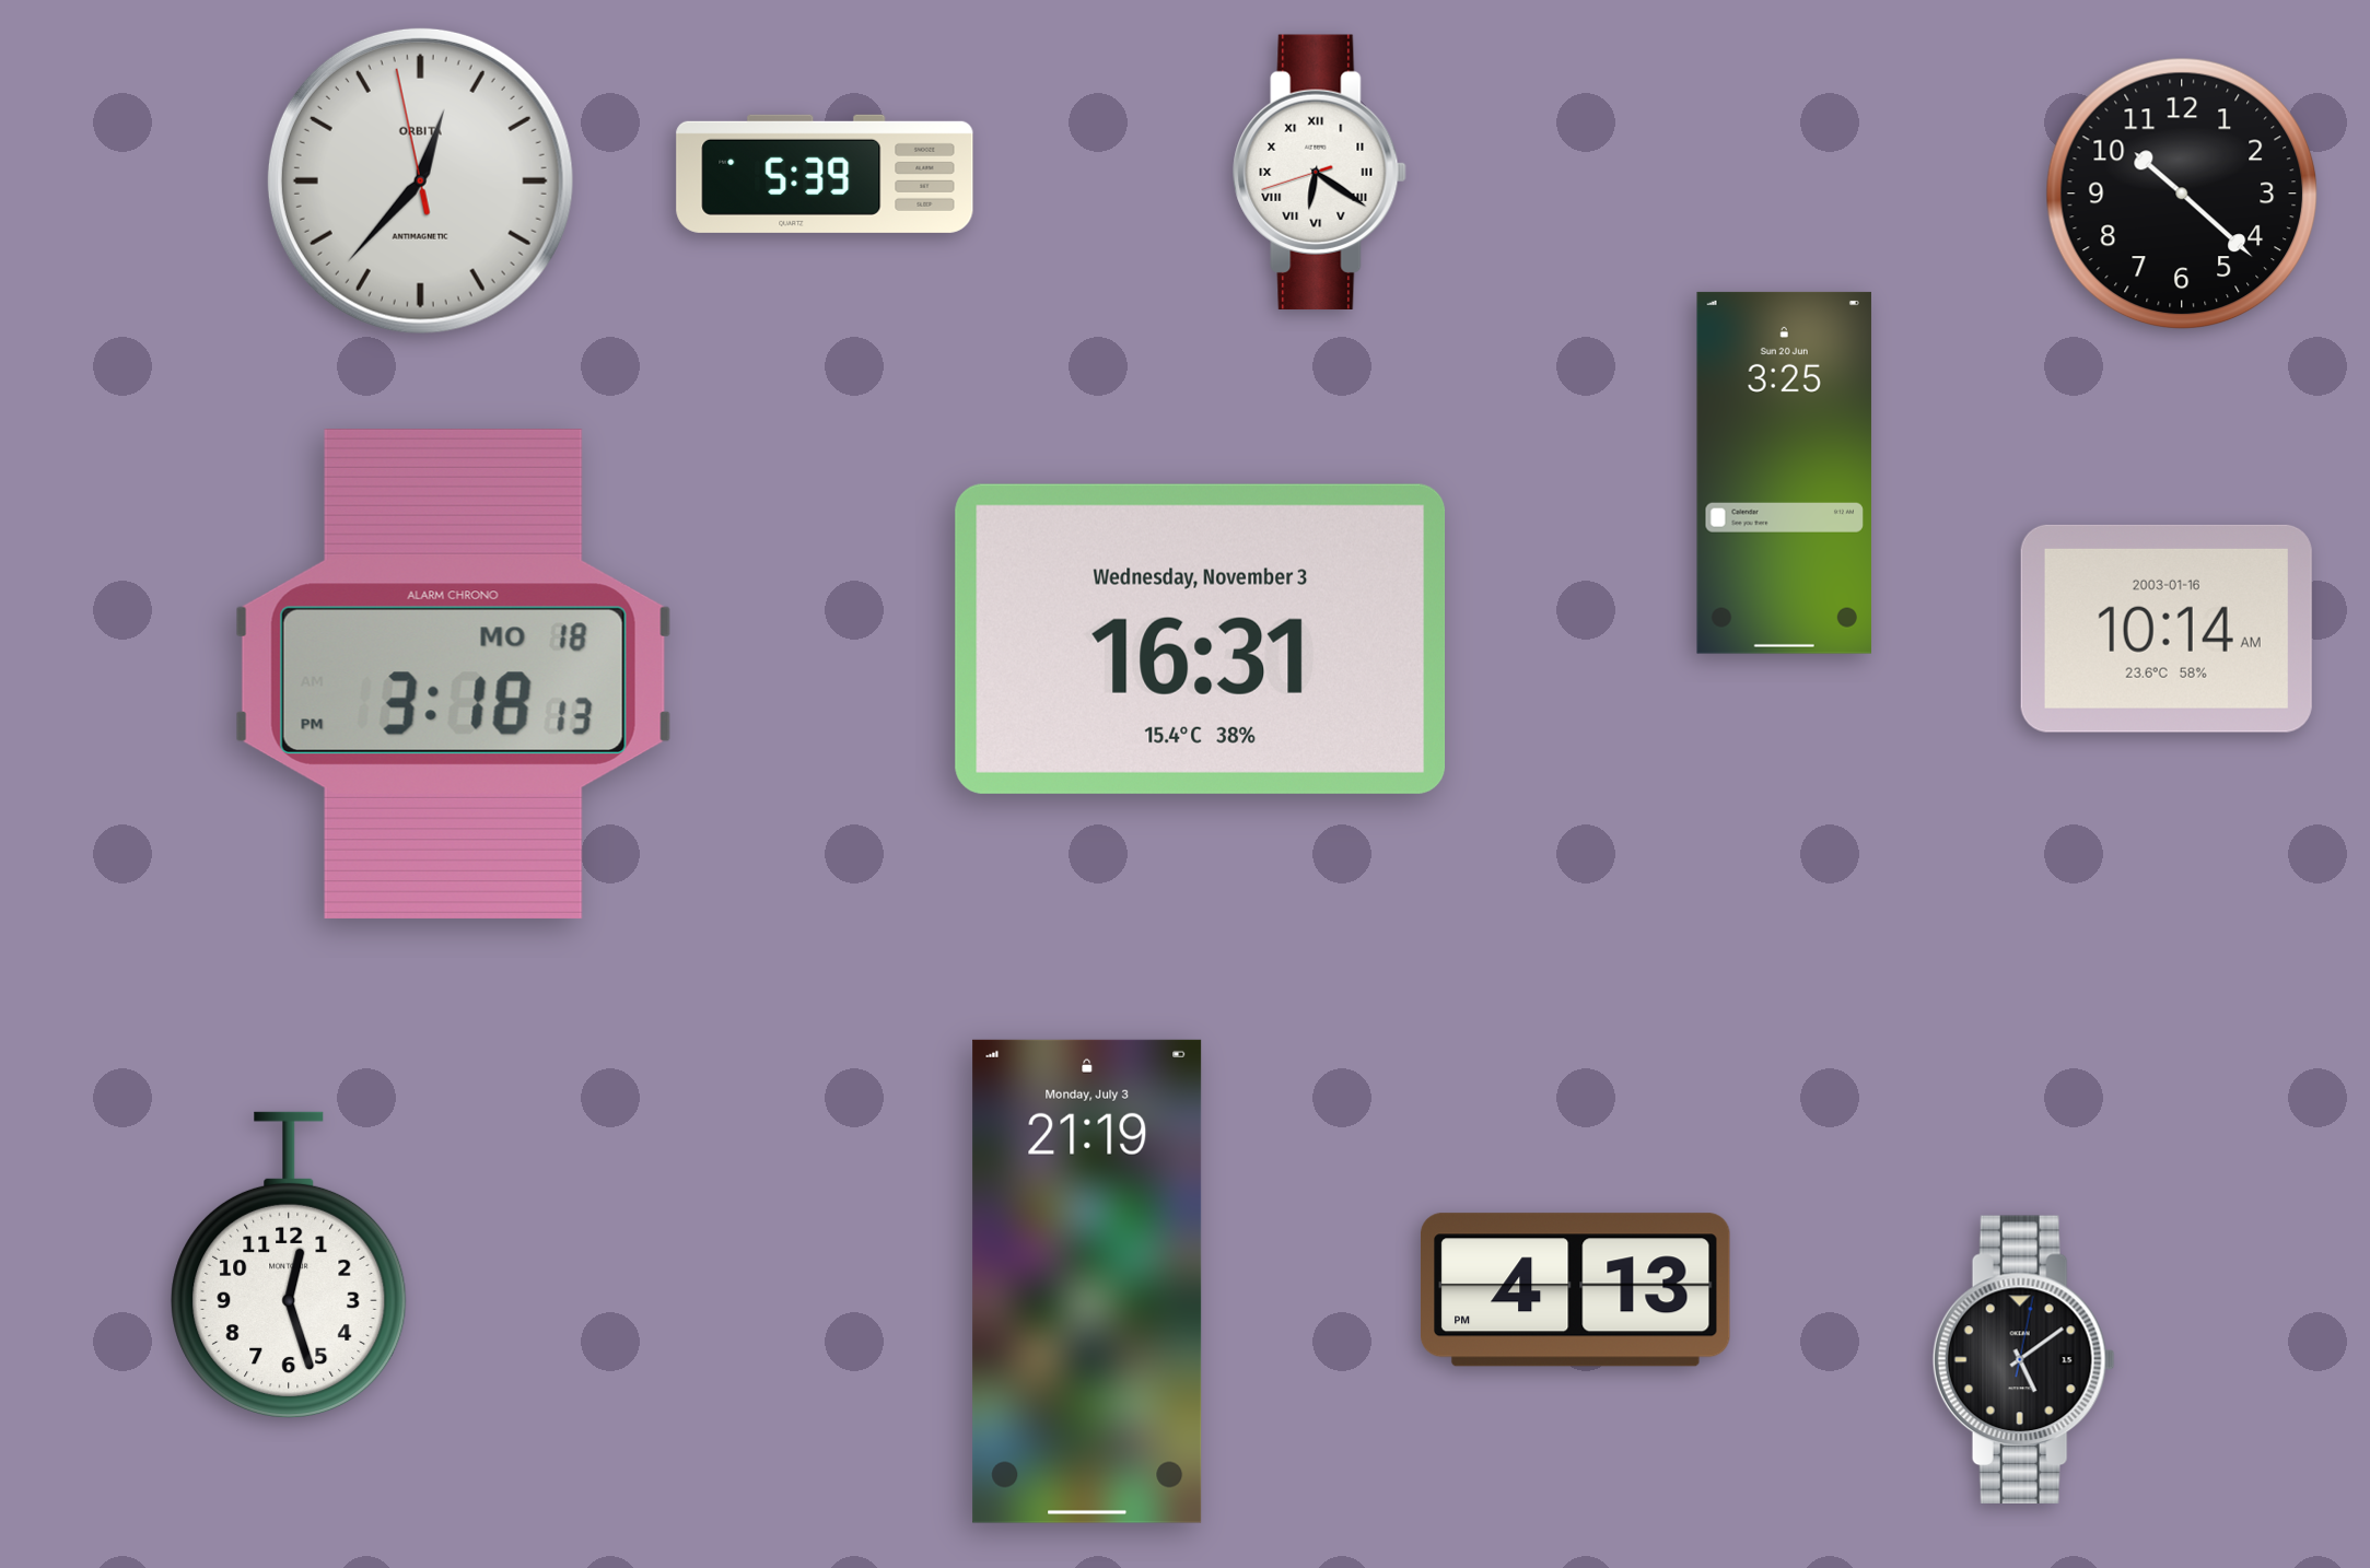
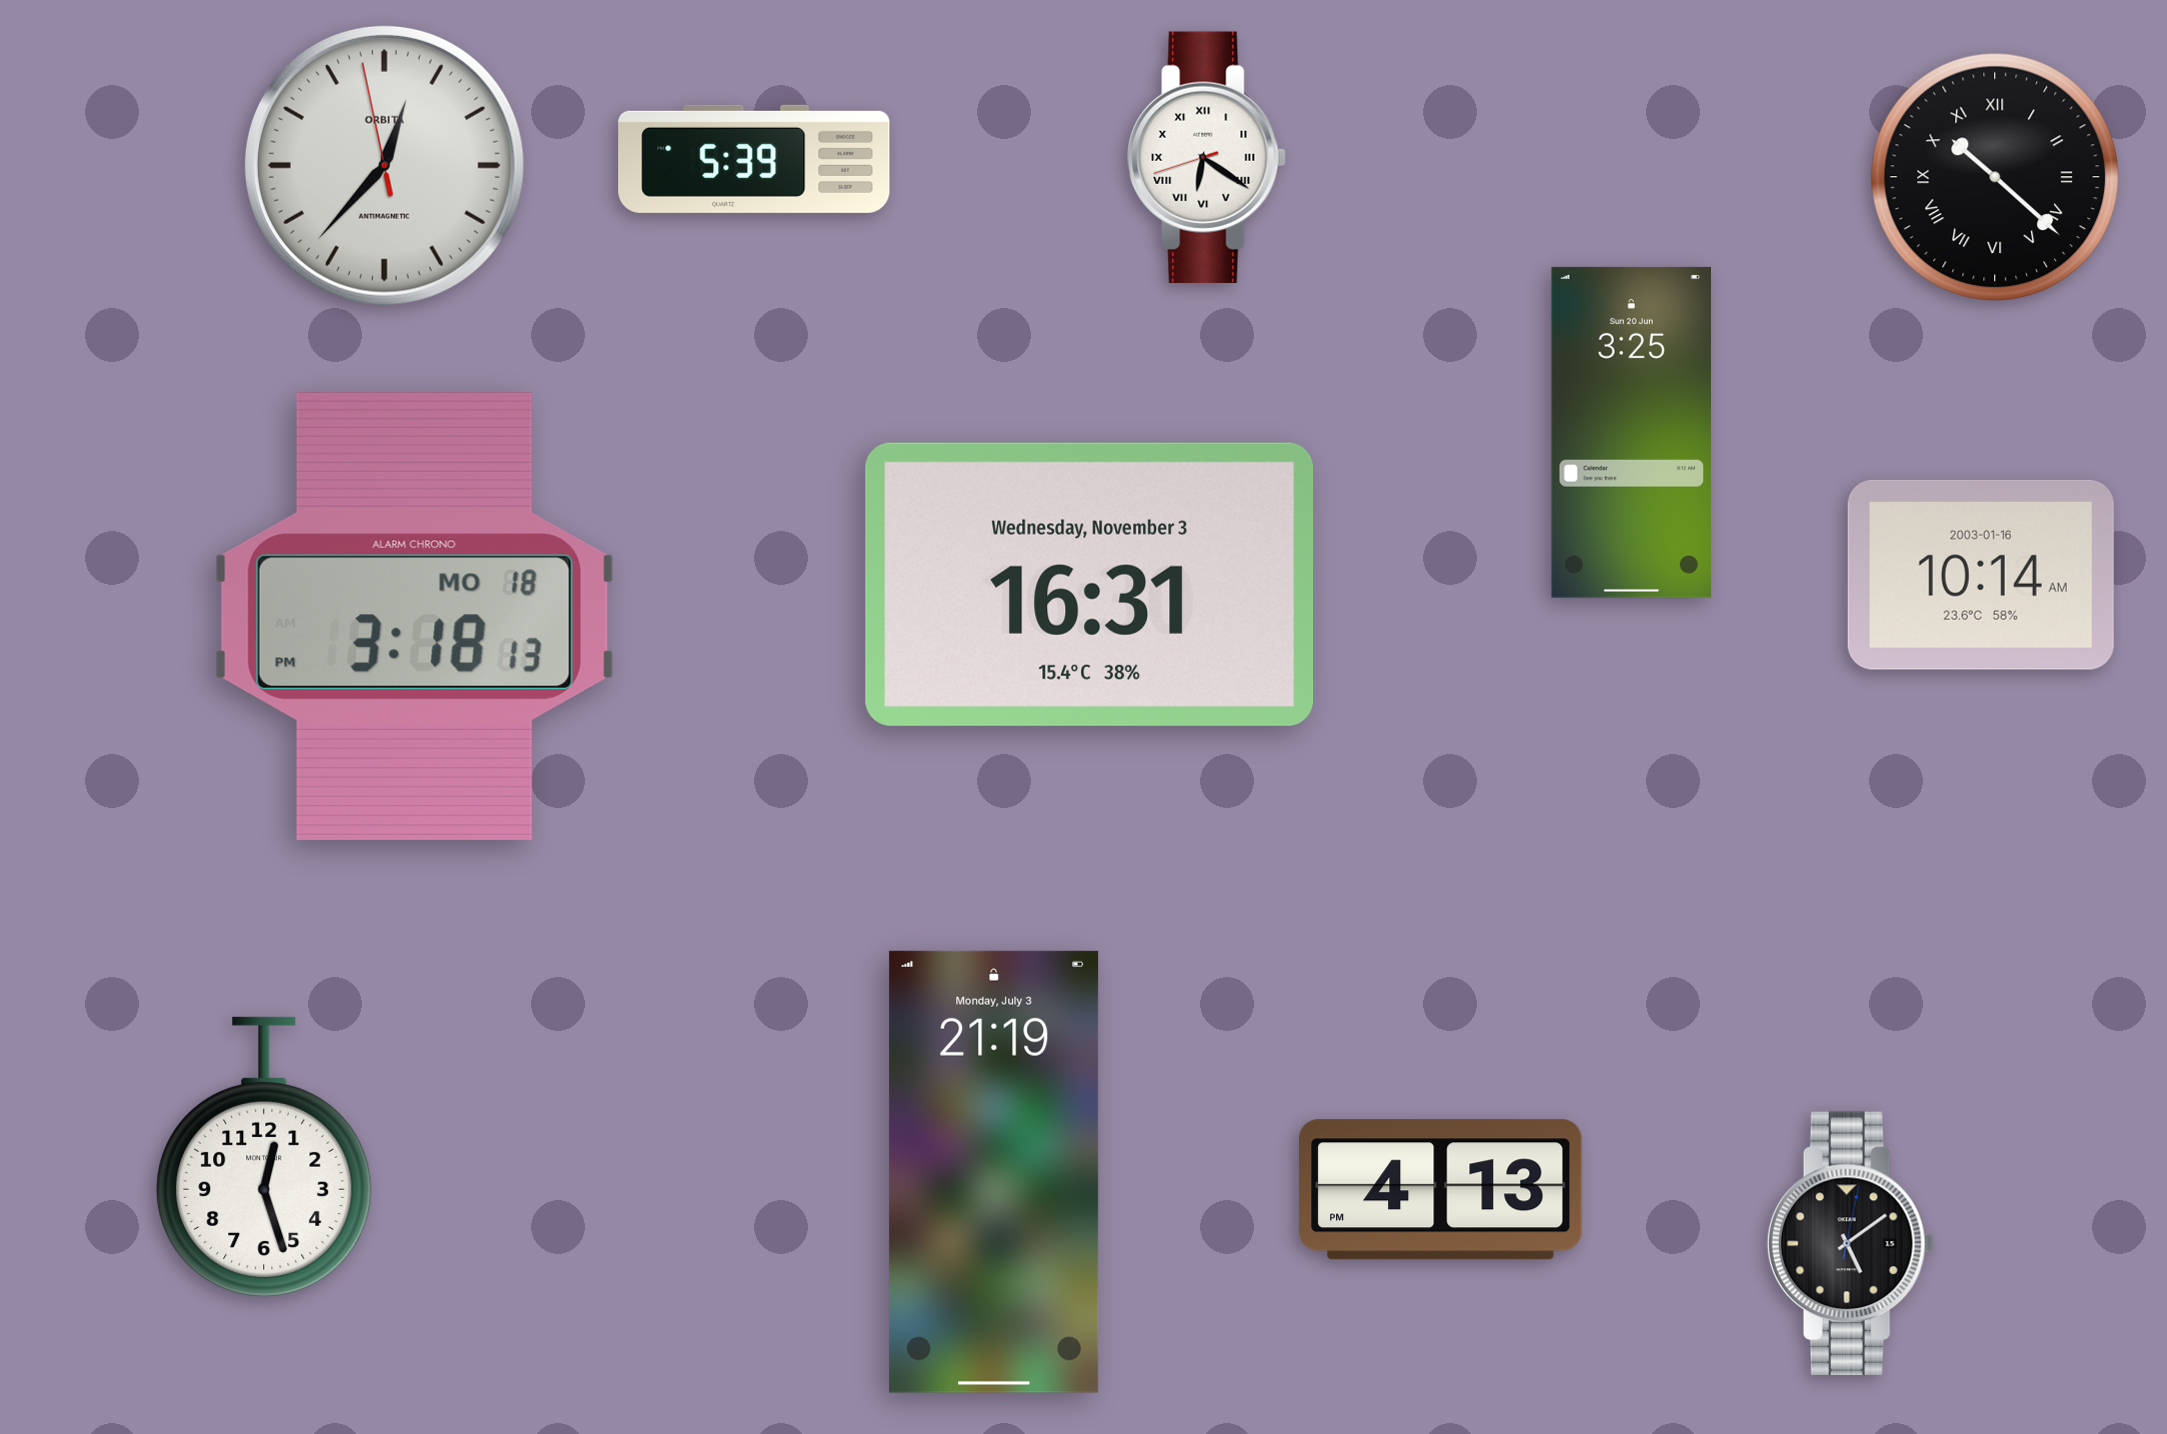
clock at (2182, 194) numerals: Arabic -> Roman
clock at (1201, 639) position: (1201, 639) -> (1090, 584)
clock at (1576, 1290) position: (1576, 1290) -> (1441, 1190)
